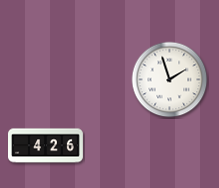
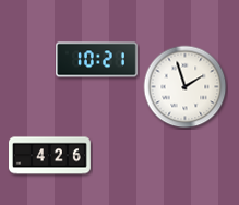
clock at (97, 60): none -> 10:21
clock at (46, 146) position: (46, 146) -> (50, 156)
